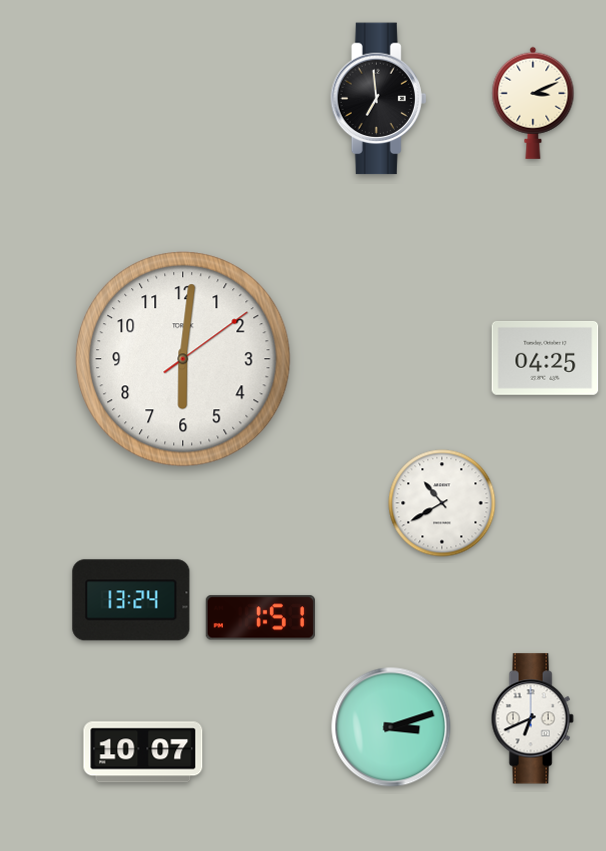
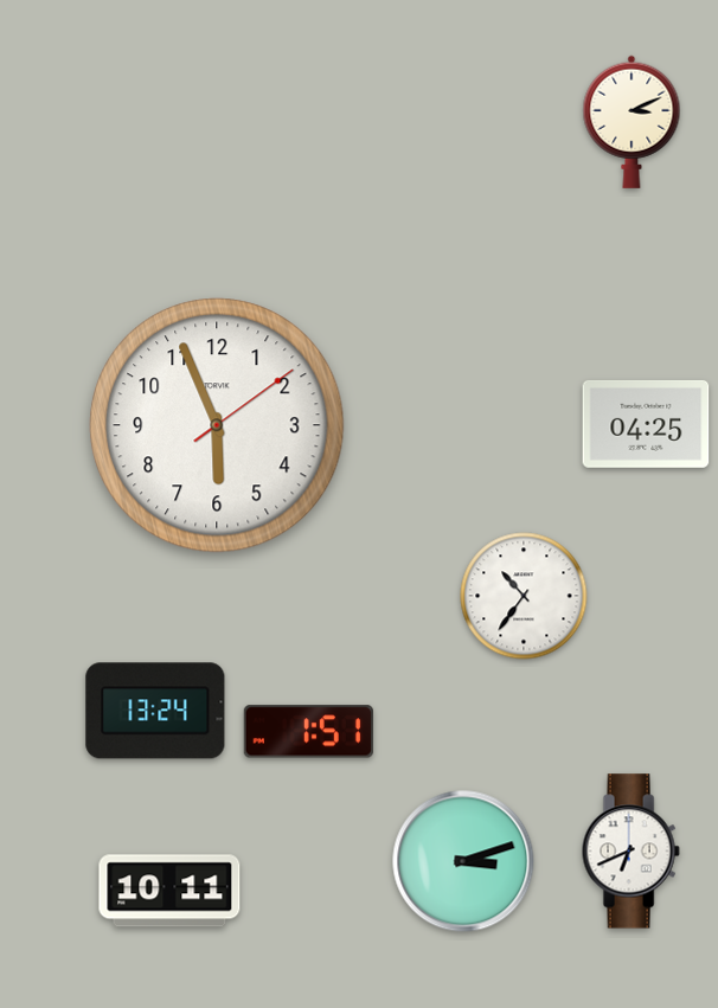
clock at (379, 99): 6:59 -> none
clock at (183, 359): 6:01 -> 5:56
clock at (442, 503): 10:40 -> 10:36
clock at (143, 752): 10:07 -> 10:11
